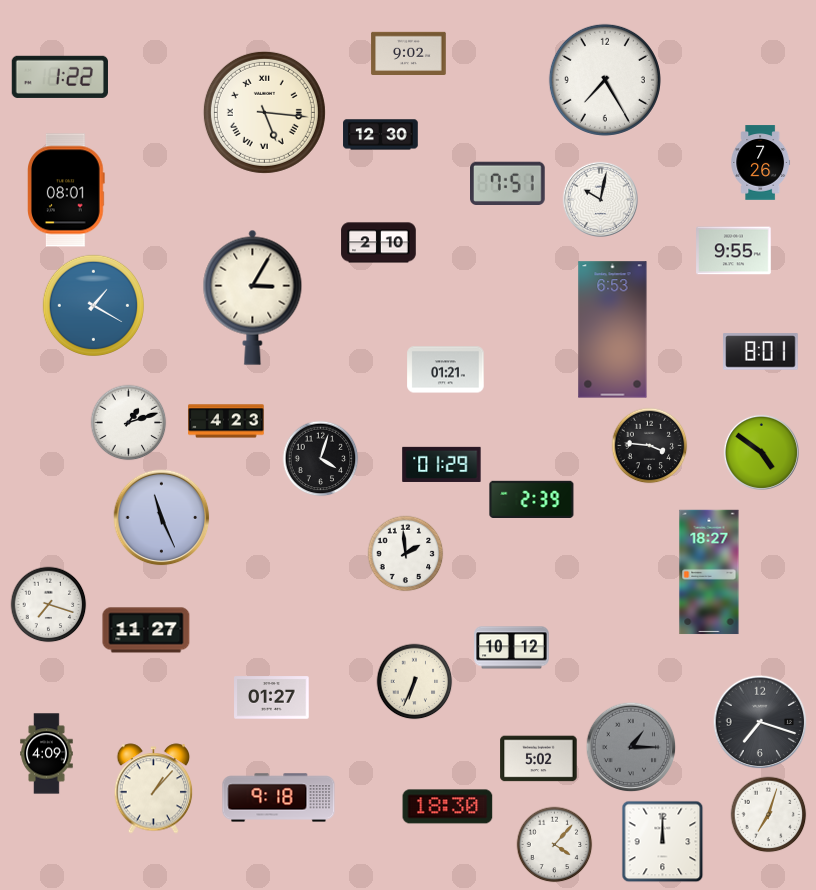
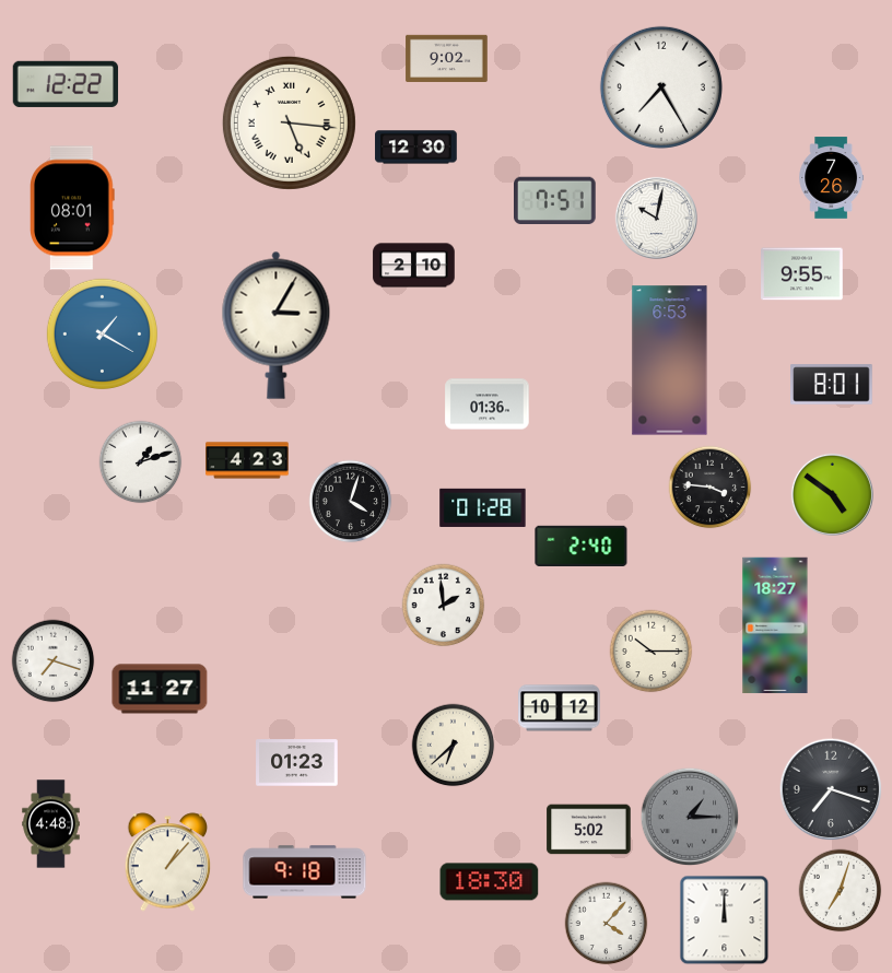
clock at (60, 77): 1:22 -> 12:22
clock at (446, 370): 01:21 -> 01:36
clock at (442, 464): 01:29 -> 01:28
clock at (532, 500): 2:39 -> 2:40
clock at (162, 518): 11:26 -> none
clock at (652, 652): none -> 10:15
clock at (415, 682): 6:34 -> 6:38
clock at (272, 698): 01:27 -> 01:23
clock at (47, 754): 4:09 -> 4:48
